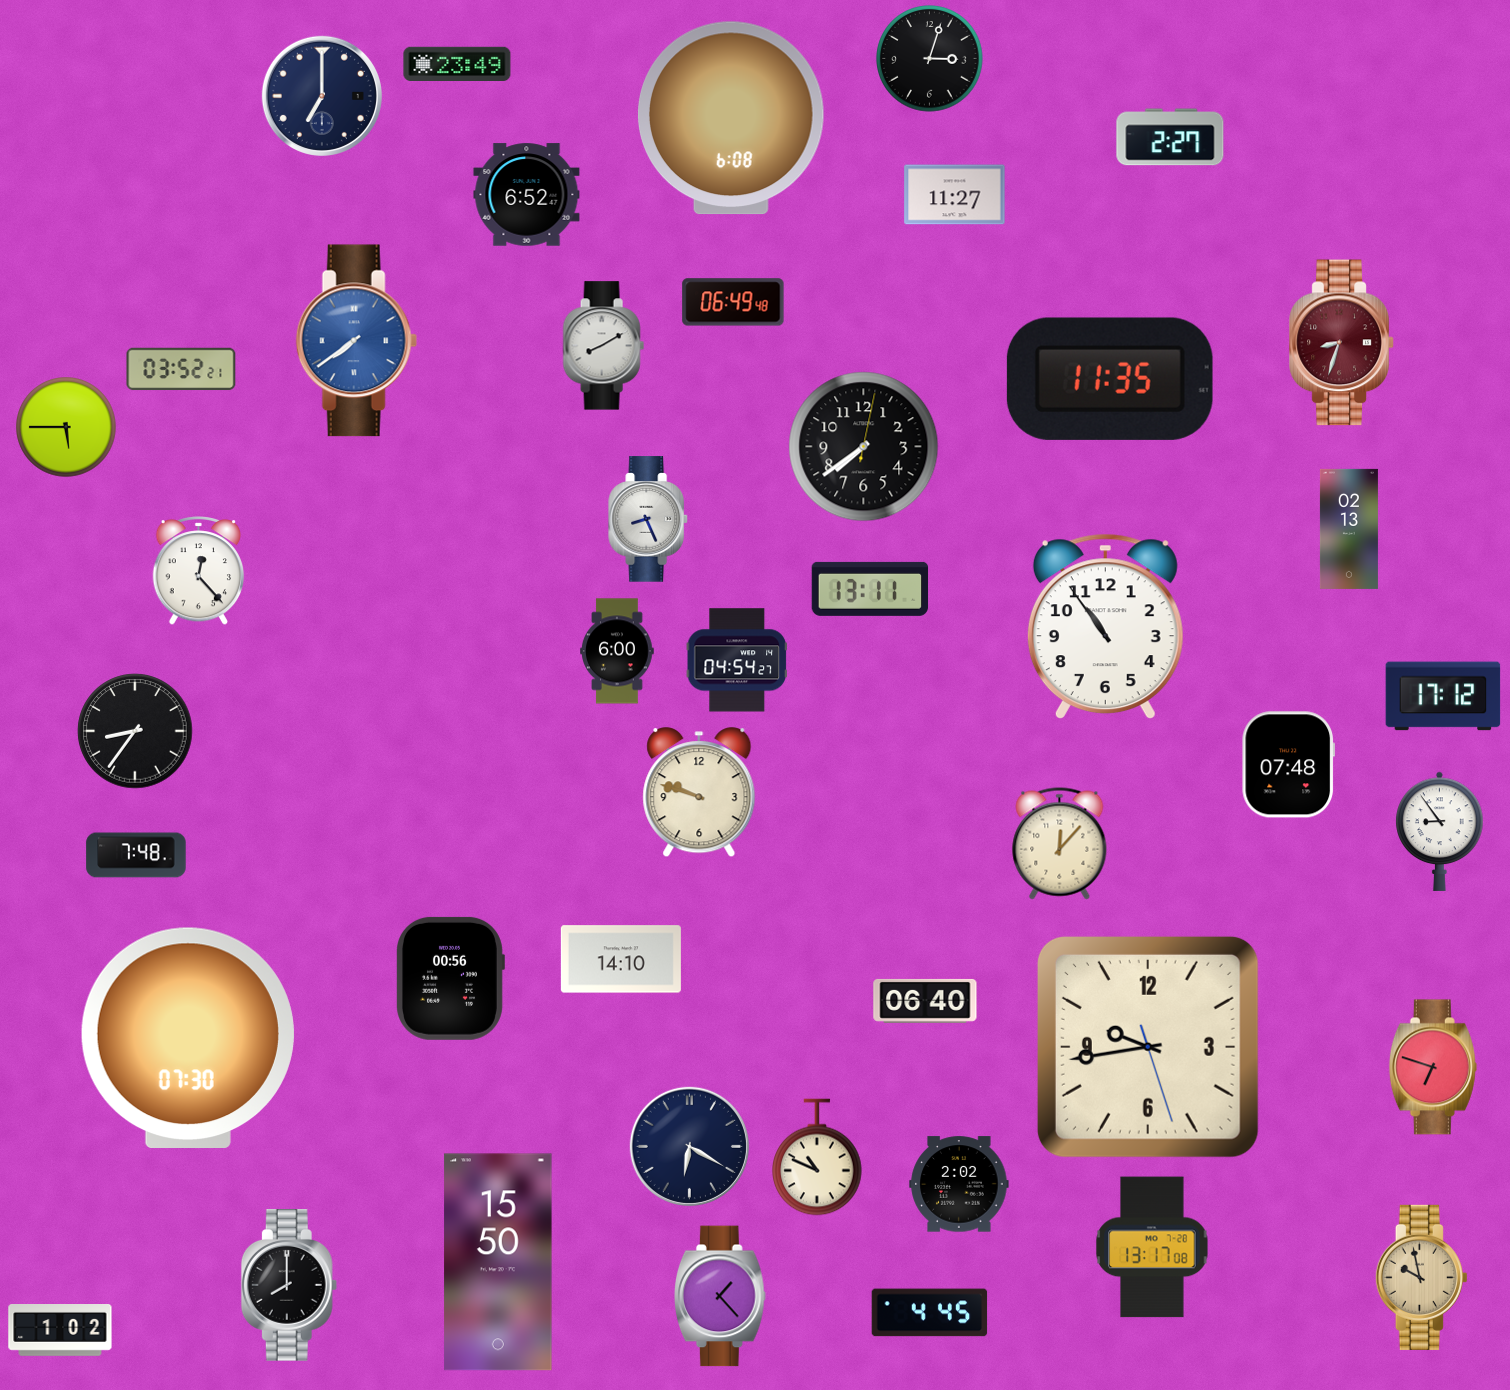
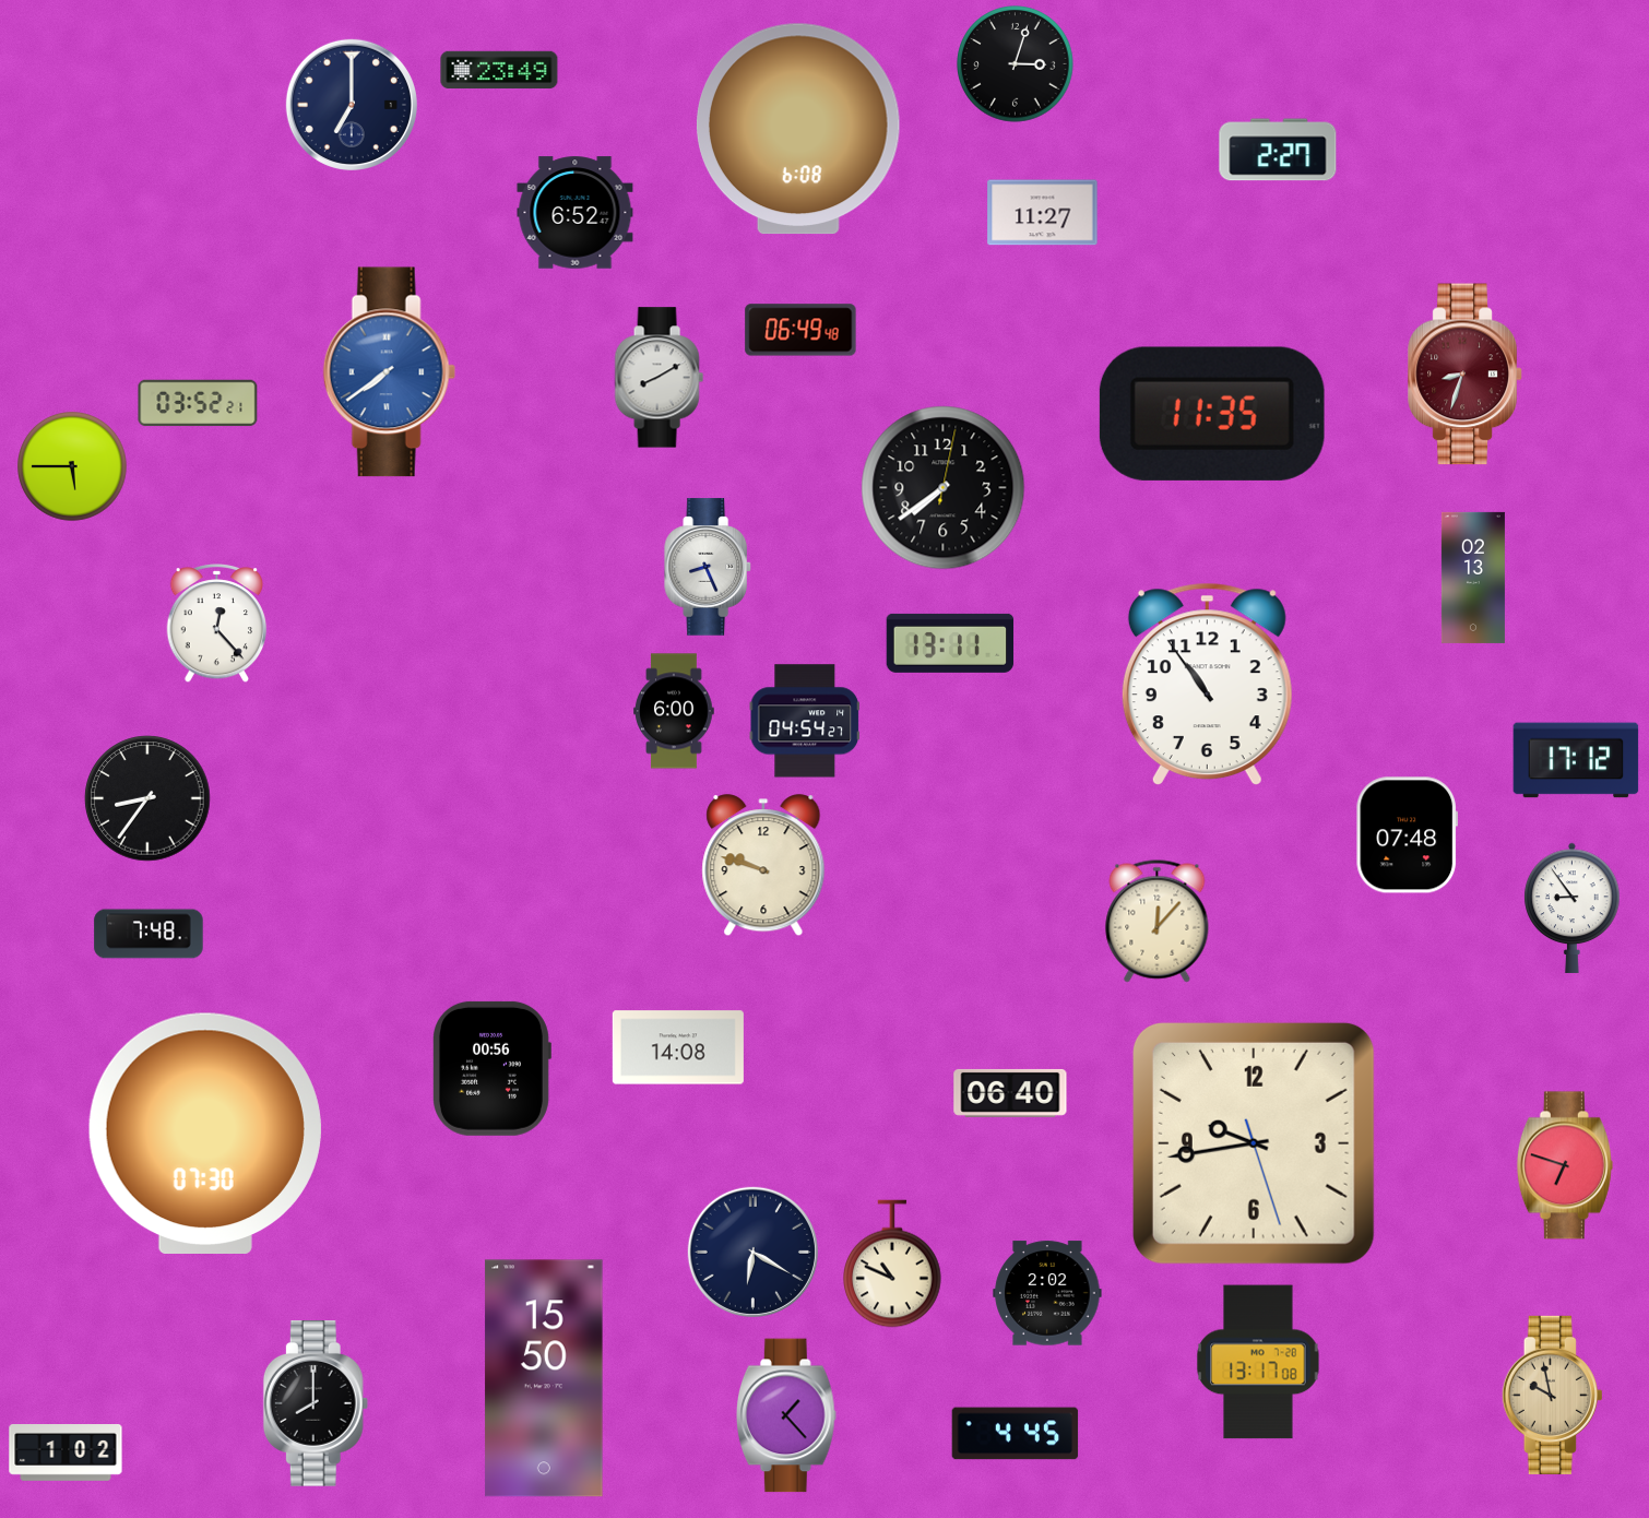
clock at (621, 959): 14:10 -> 14:08
